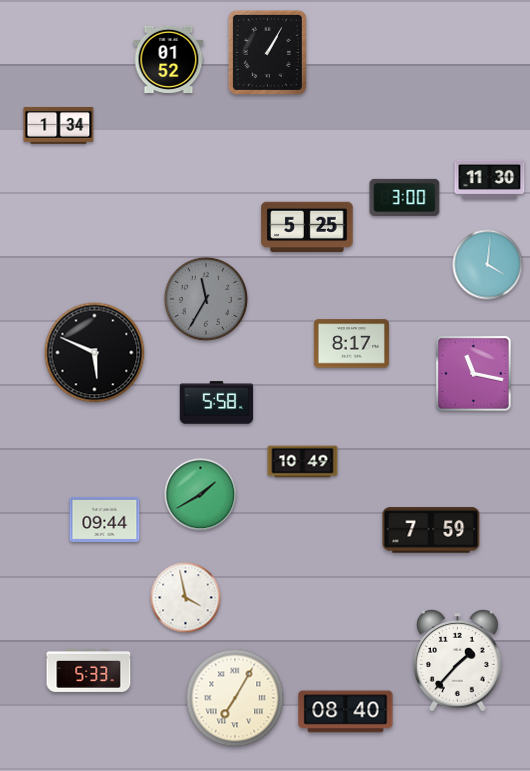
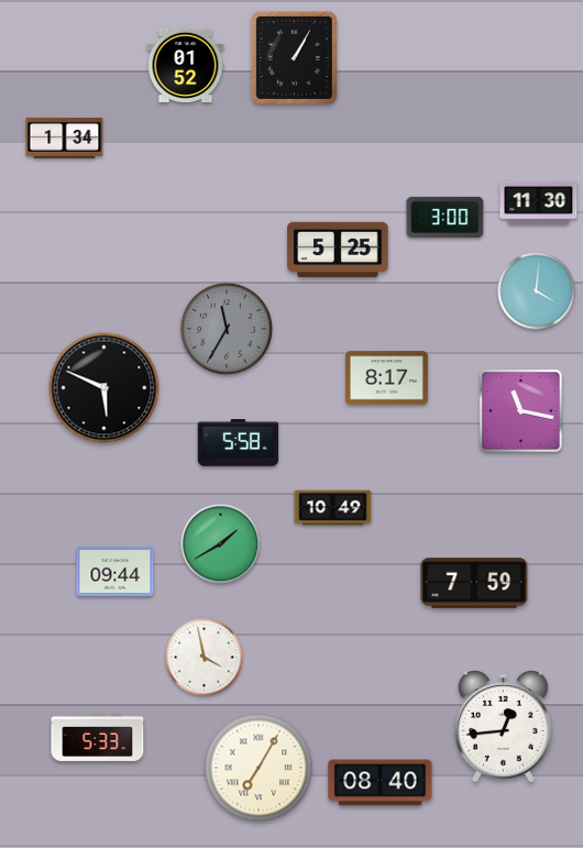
clock at (490, 179) position: (490, 179) -> (539, 202)
clock at (458, 661): 1:37 -> 12:44
